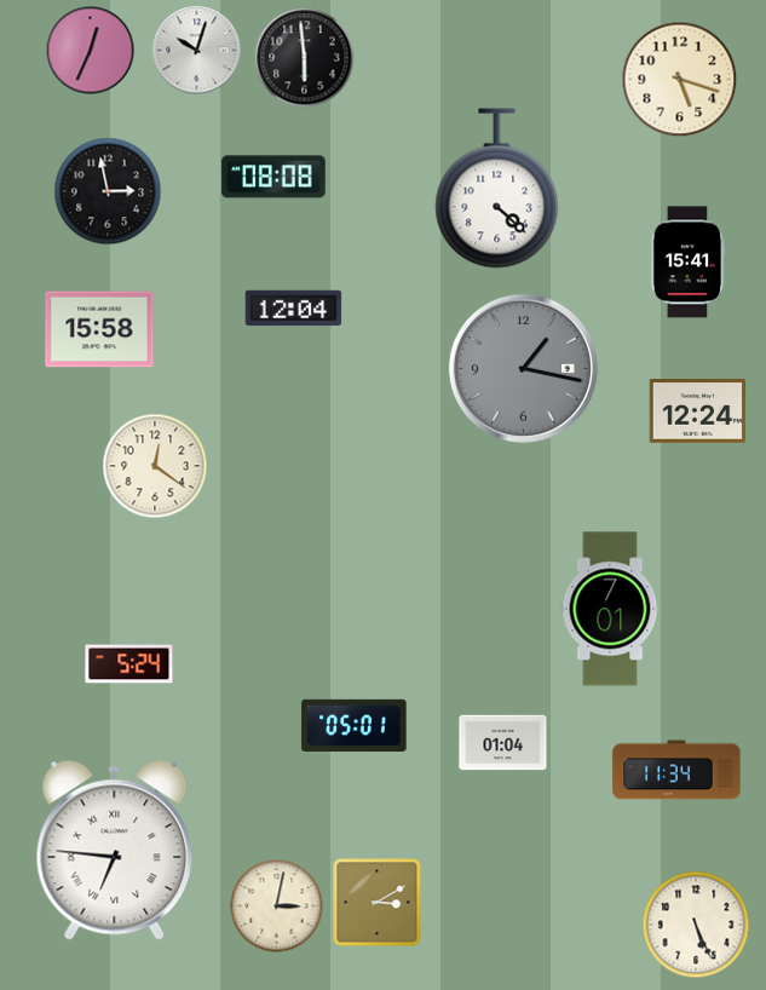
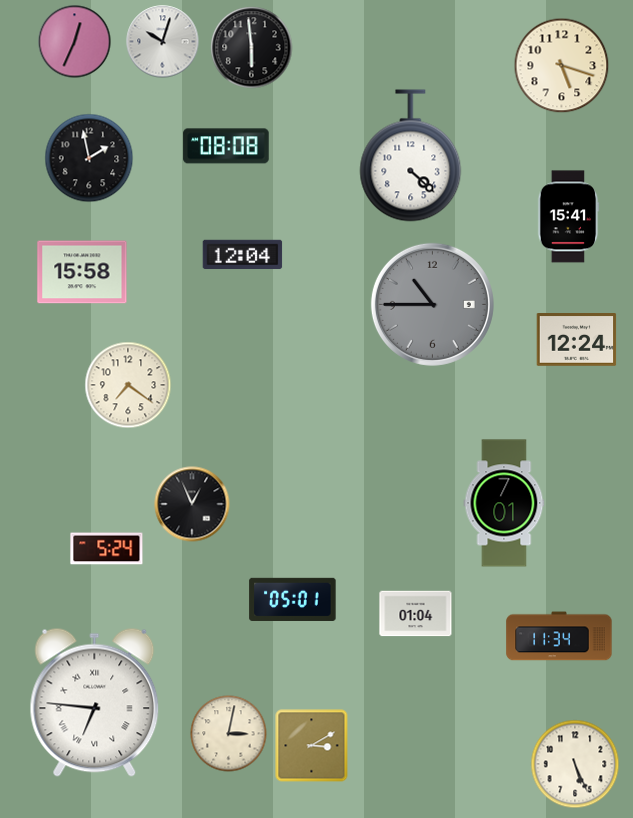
clock at (108, 191): 2:58 -> 1:58
clock at (523, 368): 1:17 -> 10:45
clock at (155, 466): 12:21 -> 7:21
clock at (192, 504): none -> 12:56
clock at (277, 906) position: (277, 906) -> (229, 734)
